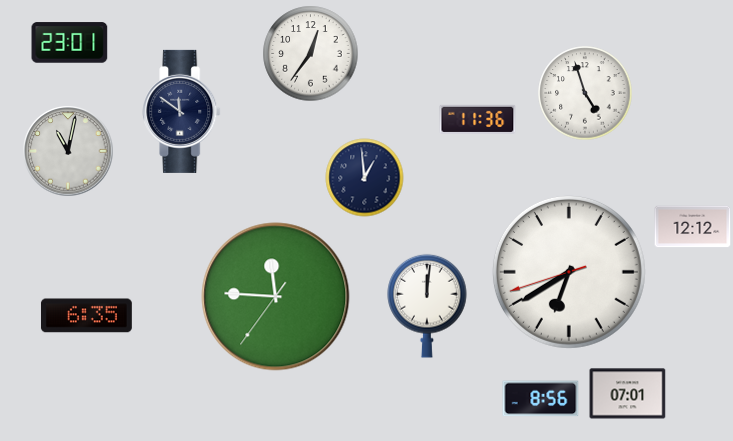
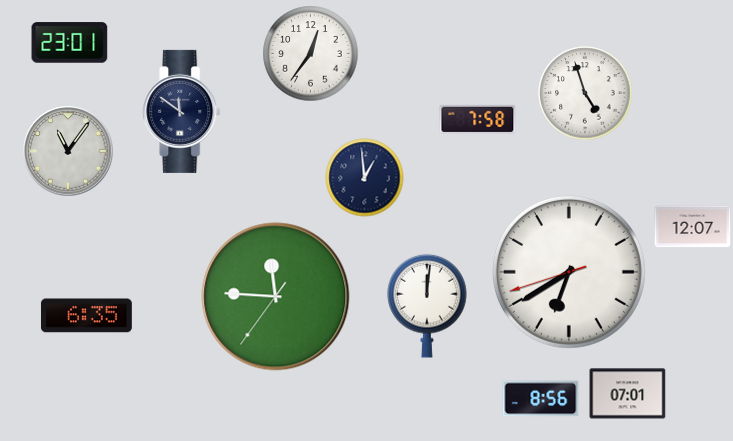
clock at (478, 119): 11:36 -> 7:58
clock at (68, 151): 11:02 -> 11:06
clock at (693, 227): 12:12 -> 12:07
